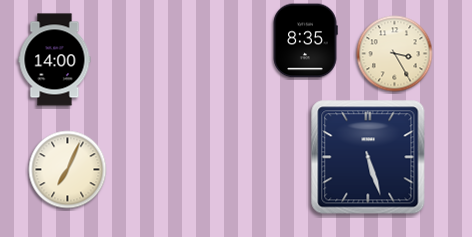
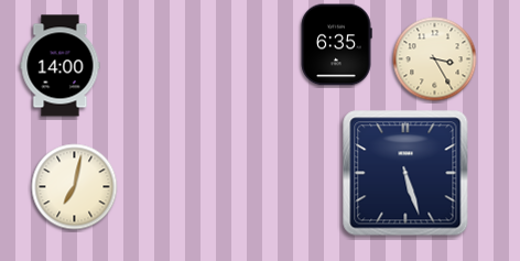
clock at (305, 41): 8:35 -> 6:35
clock at (68, 170): 7:04 -> 7:02
